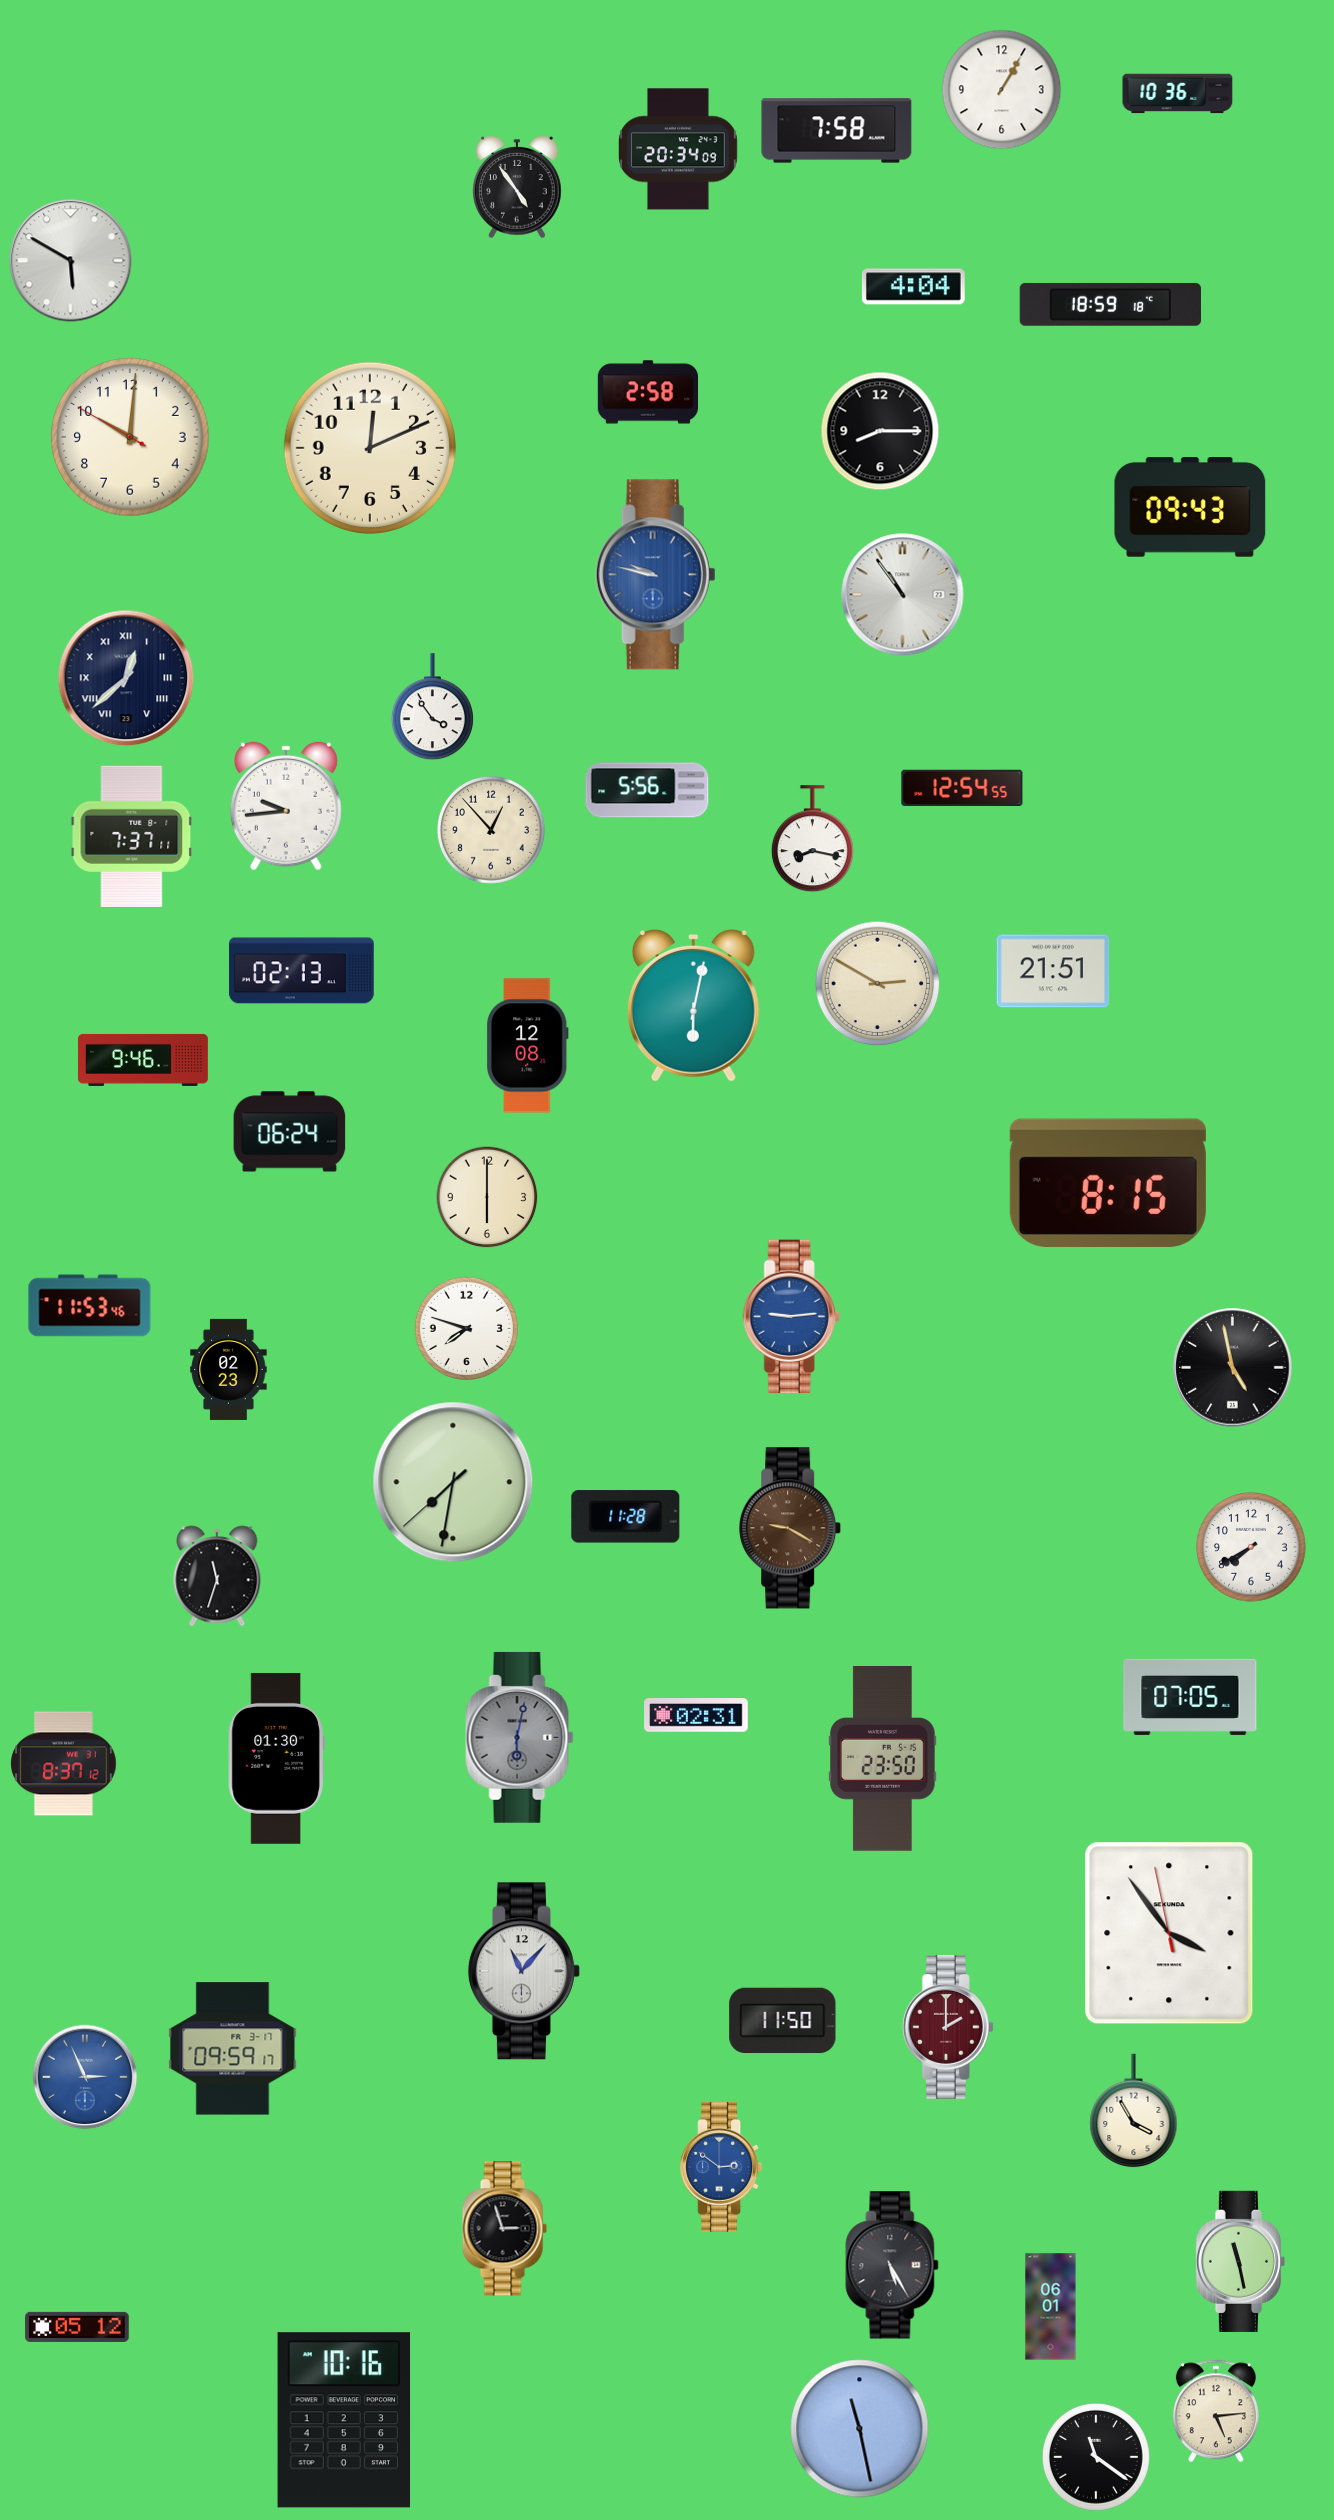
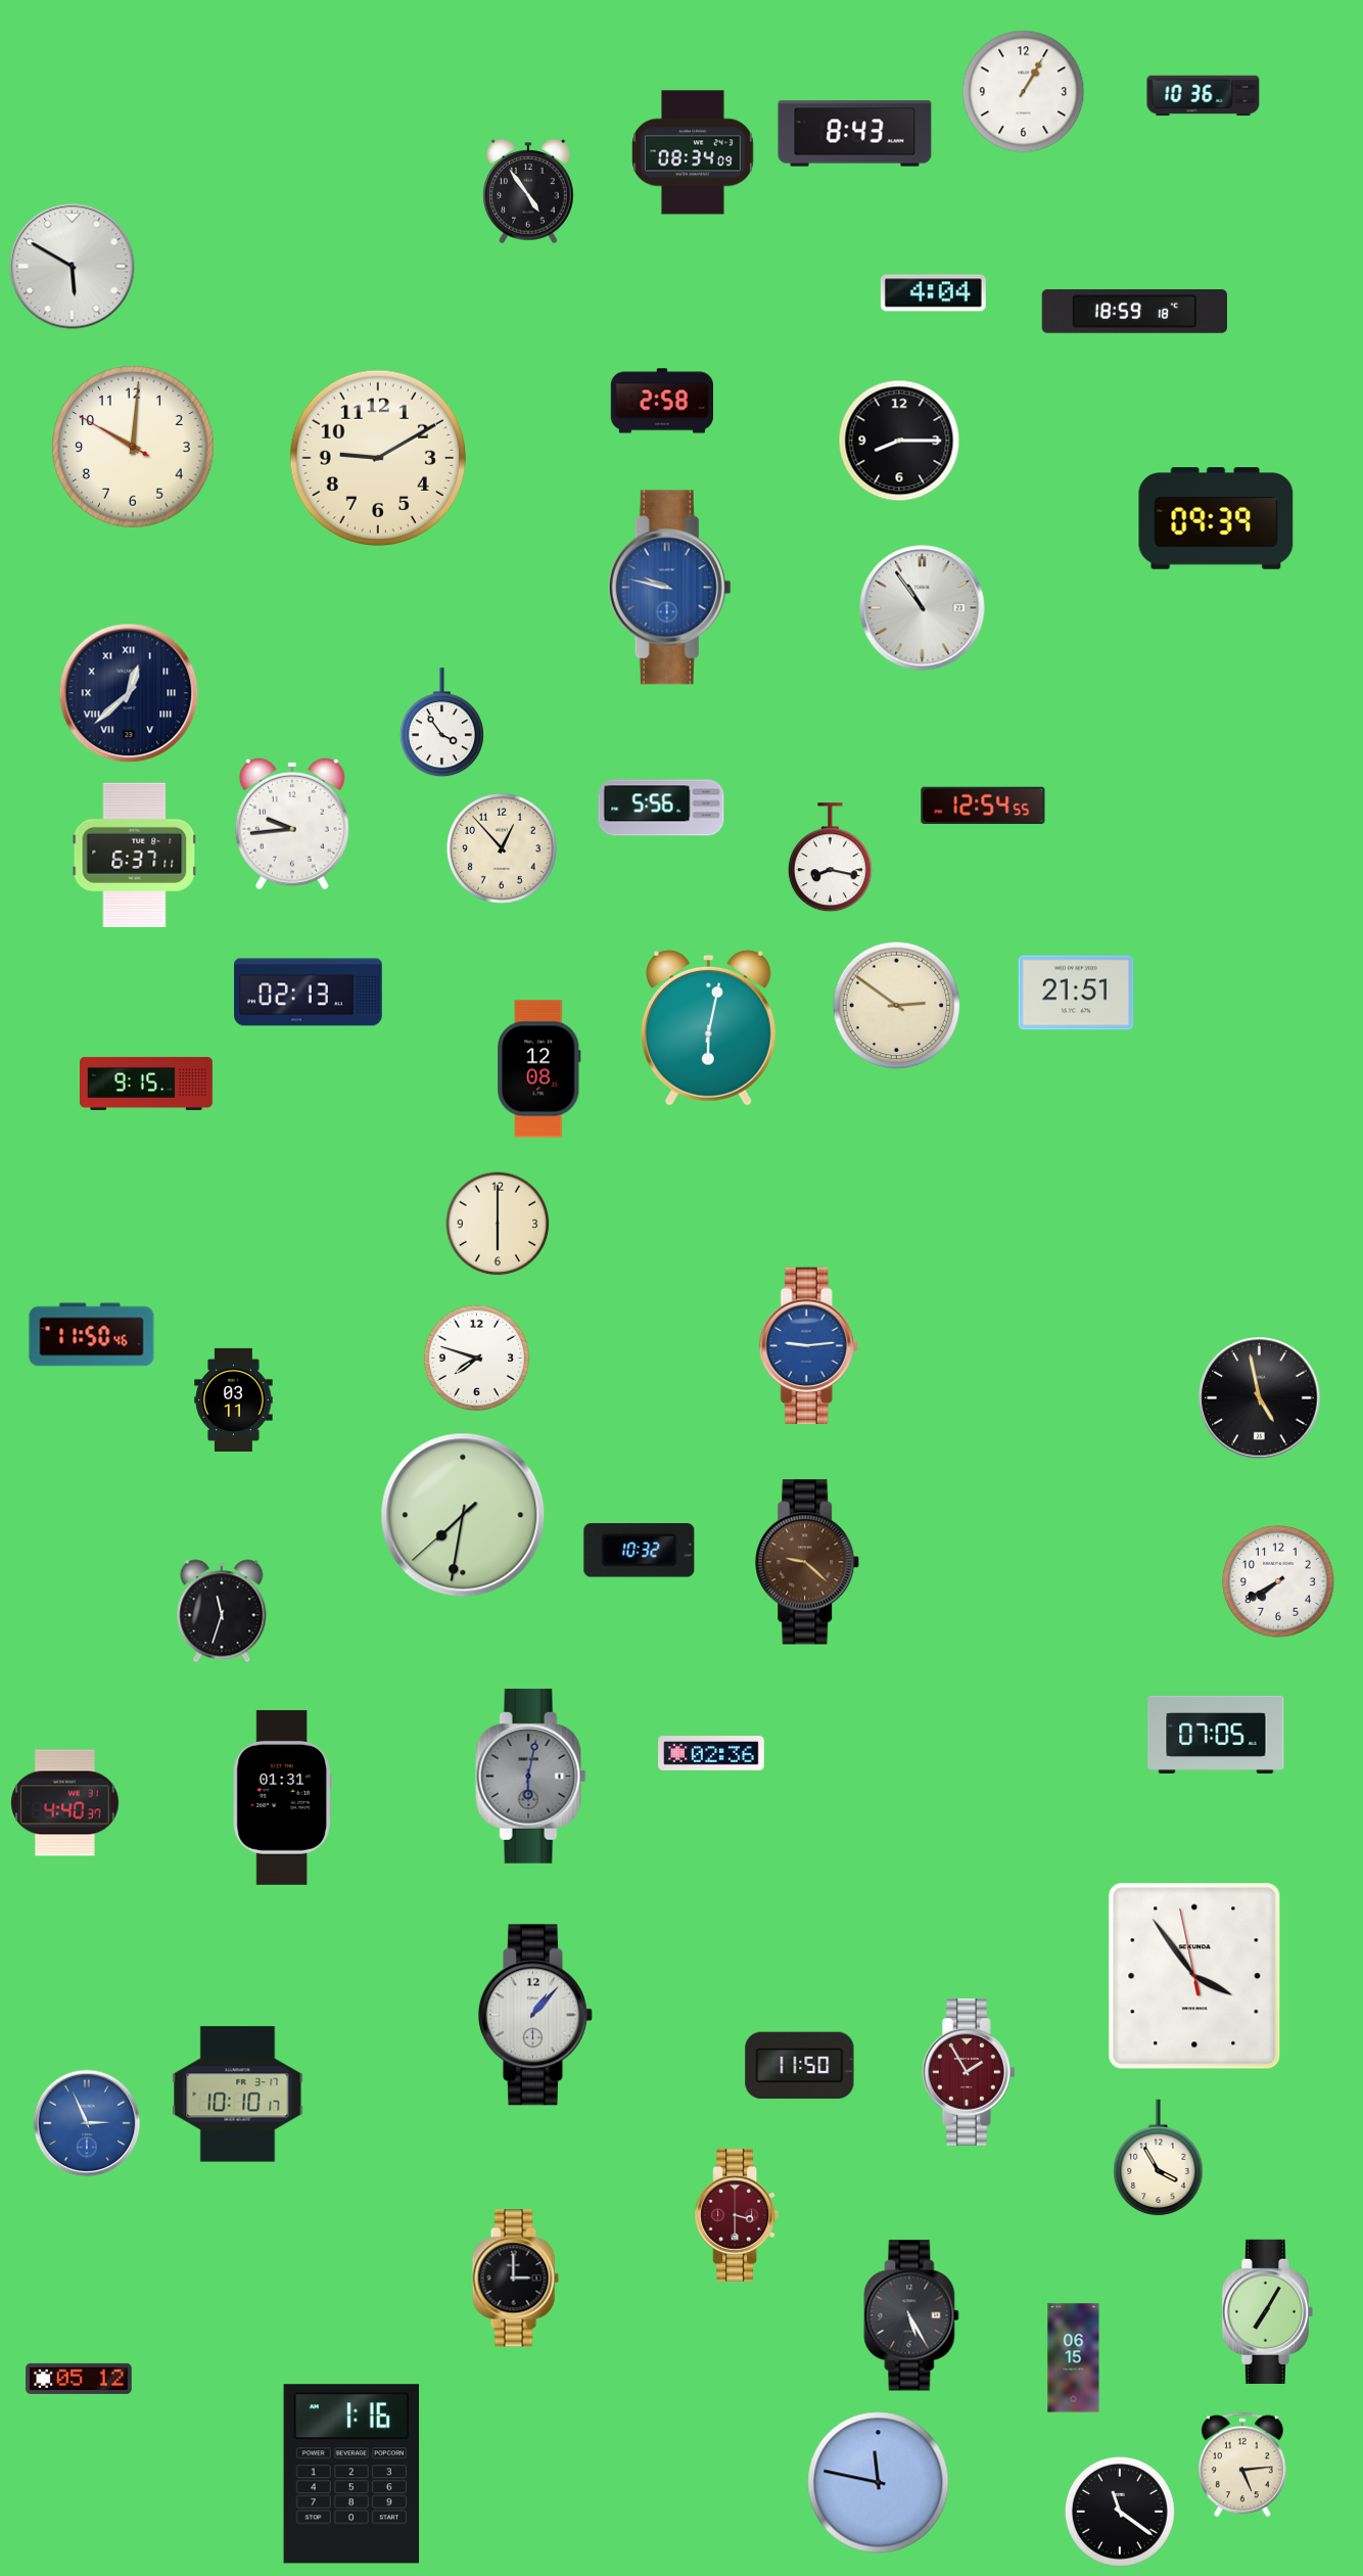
clock at (837, 131): 7:58 -> 8:43
clock at (679, 149): 20:34 -> 08:34
clock at (369, 447): 12:11 -> 9:10
clock at (1190, 507): 09:43 -> 09:39
clock at (132, 836): 7:37 -> 6:37
clock at (878, 984): 2:50 -> 2:51
clock at (144, 1060): 9:46 -> 9:15
clock at (290, 1132): 06:24 -> none
clock at (1108, 1183): 8:15 -> none
clock at (90, 1306): 11:53 -> 11:50
clock at (229, 1369): 02:23 -> 03:11
clock at (626, 1517): 11:28 -> 10:32
clock at (791, 1528): 9:20 -> 9:22
clock at (696, 1715): 02:31 -> 02:36
clock at (276, 1758): 01:30 -> 01:31
clock at (883, 1759): 23:50 -> none
clock at (64, 1764): 8:37 -> 4:40
clock at (524, 1971): 11:07 -> 1:07
clock at (948, 2027): 2:00 -> 1:55
clock at (233, 2049): 09:59 -> 10:10
clock at (721, 2167): 2:51 -> 3:30
clock at (721, 2167) dial: blue -> burgundy
clock at (504, 2229): 2:57 -> 3:00
clock at (1240, 2261): 11:28 -> 7:05
clock at (1051, 2307): 06:01 -> 06:15
clock at (344, 2420): 10:16 -> 1:16
clock at (860, 2429): 11:28 -> 11:47
